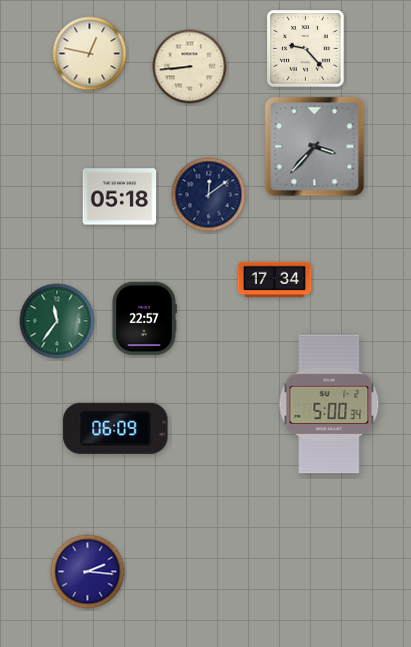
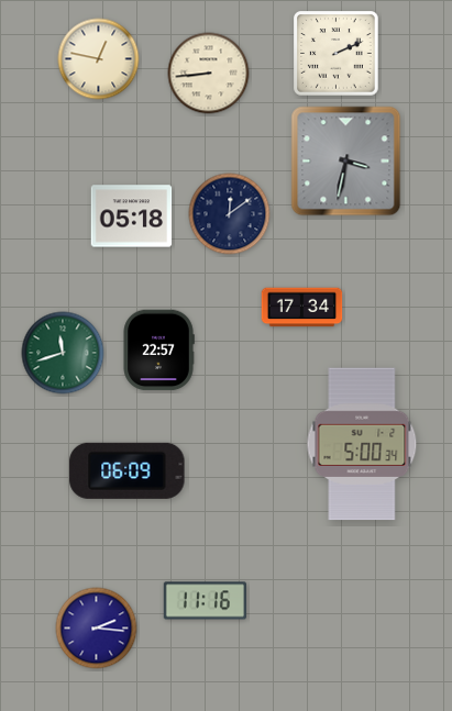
clock at (306, 49): 9:23 -> 2:11
clock at (315, 147): 3:37 -> 3:32
clock at (57, 321): 11:36 -> 11:42
clock at (205, 601): none -> 11:16
